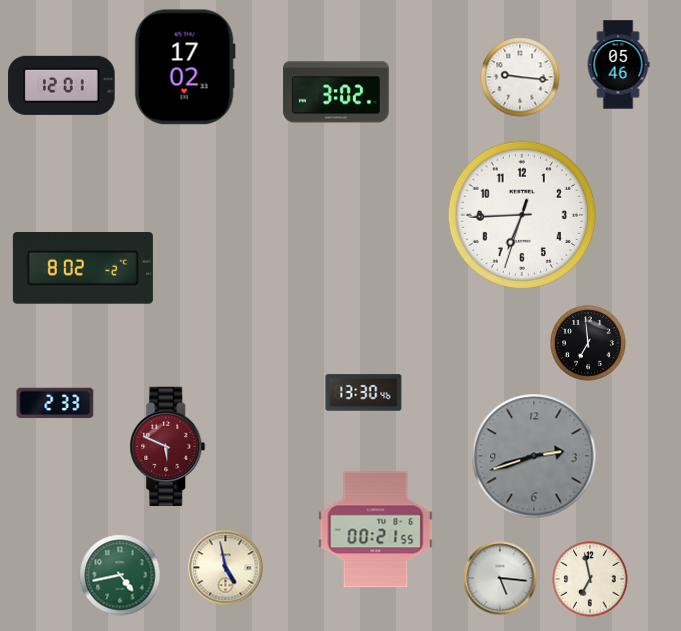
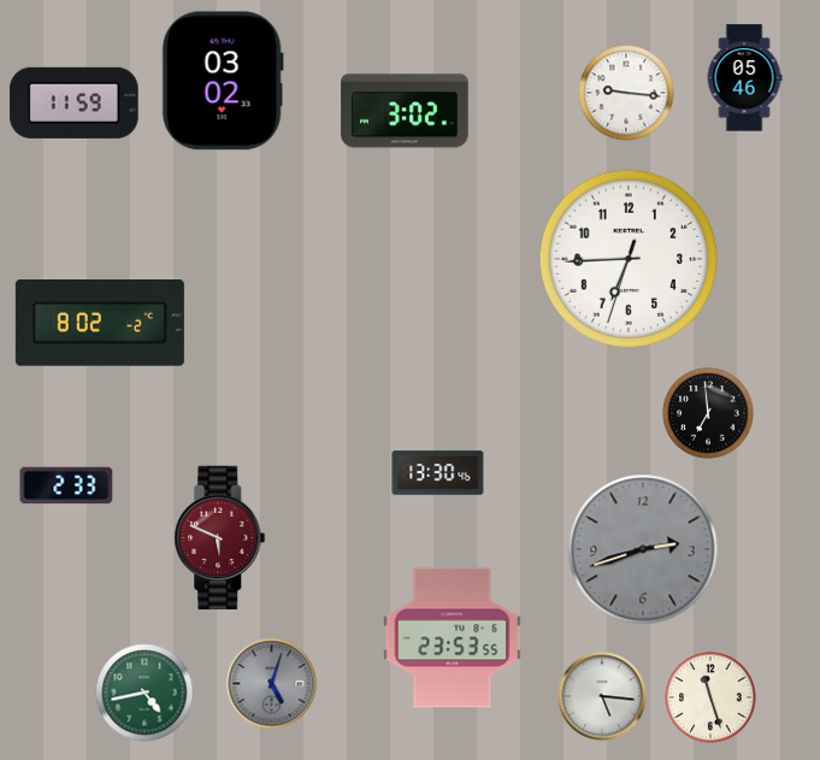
clock at (185, 67): 17:02 -> 03:02
clock at (62, 85): 12:01 -> 11:59
clock at (168, 446) position: (168, 446) -> (220, 537)
clock at (376, 530): 00:21 -> 23:53
clock at (226, 568): 4:58 -> 5:03
clock at (226, 568) dial: cream -> grey
clock at (590, 579): 6:58 -> 11:27
